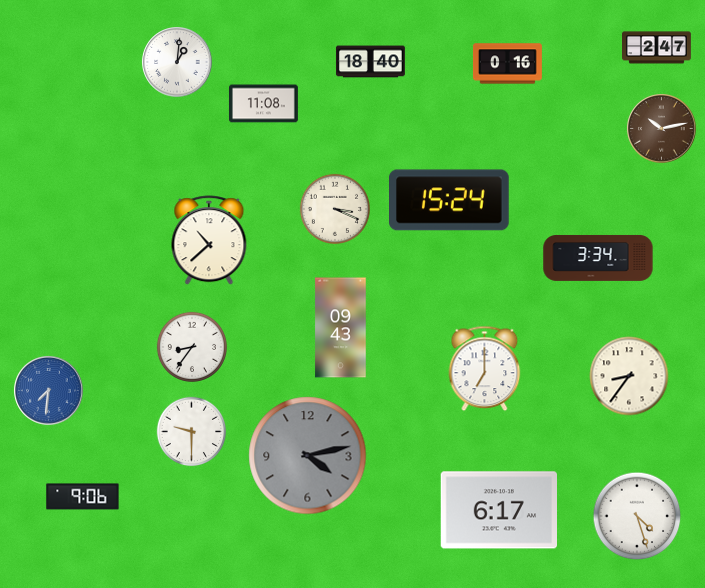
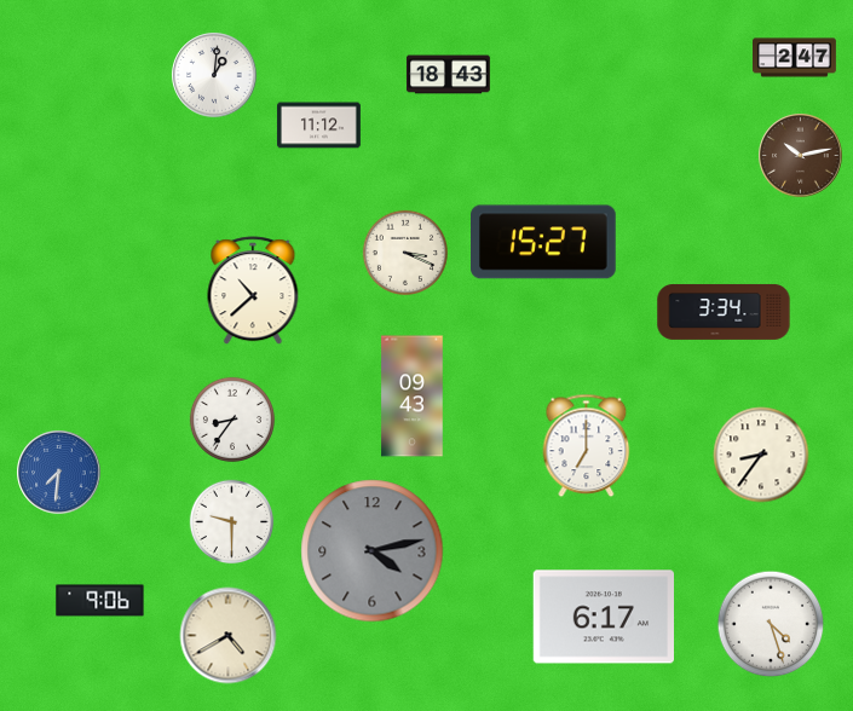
clock at (370, 62): 18:40 -> 18:43
clock at (507, 64): 0:16 -> none
clock at (263, 104): 11:08 -> 11:12
clock at (450, 200): 15:24 -> 15:27
clock at (229, 636): none -> 4:40
